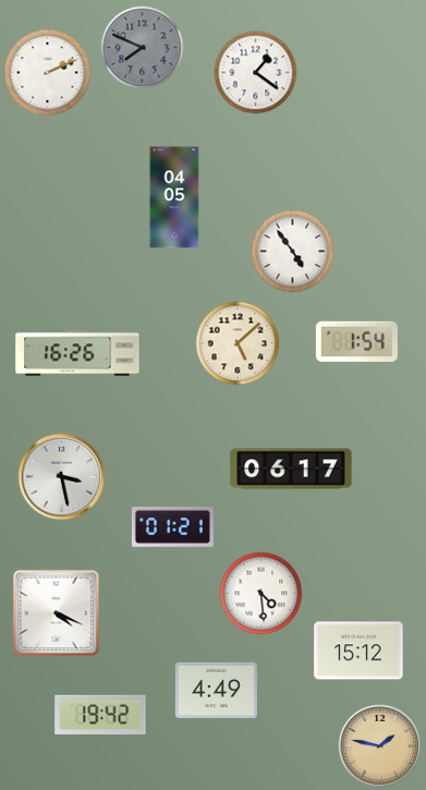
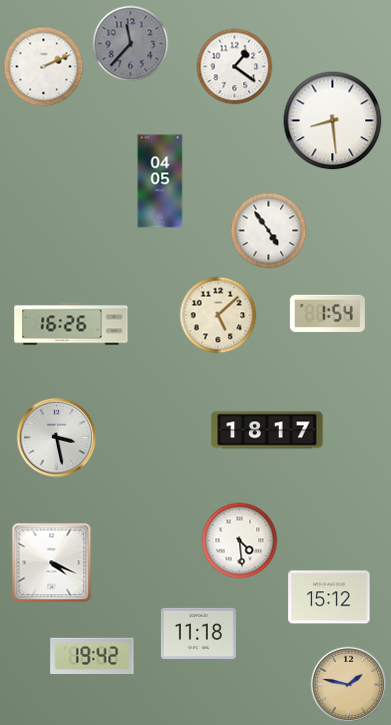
clock at (143, 48): 7:49 -> 11:37
clock at (333, 121): none -> 8:29
clock at (291, 469): 06:17 -> 18:17
clock at (172, 527): 01:21 -> none
clock at (261, 594) position: (261, 594) -> (240, 541)
clock at (216, 690): 4:49 -> 11:18
